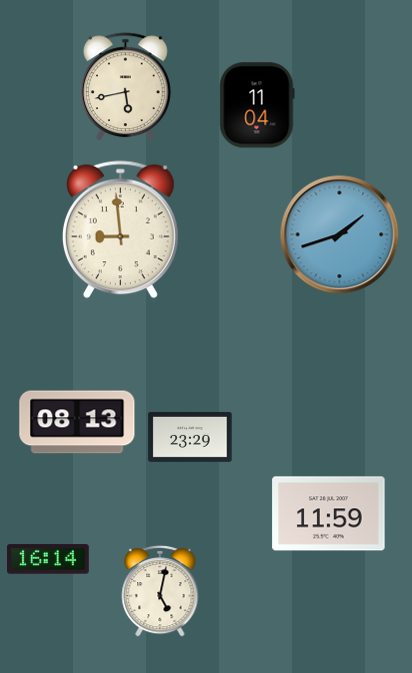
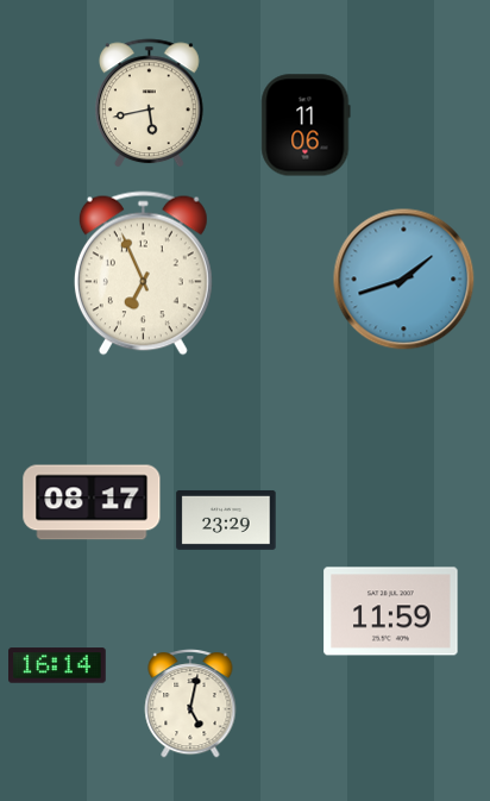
clock at (257, 105): 11:04 -> 11:06
clock at (120, 230): 8:59 -> 6:56
clock at (77, 422): 08:13 -> 08:17
